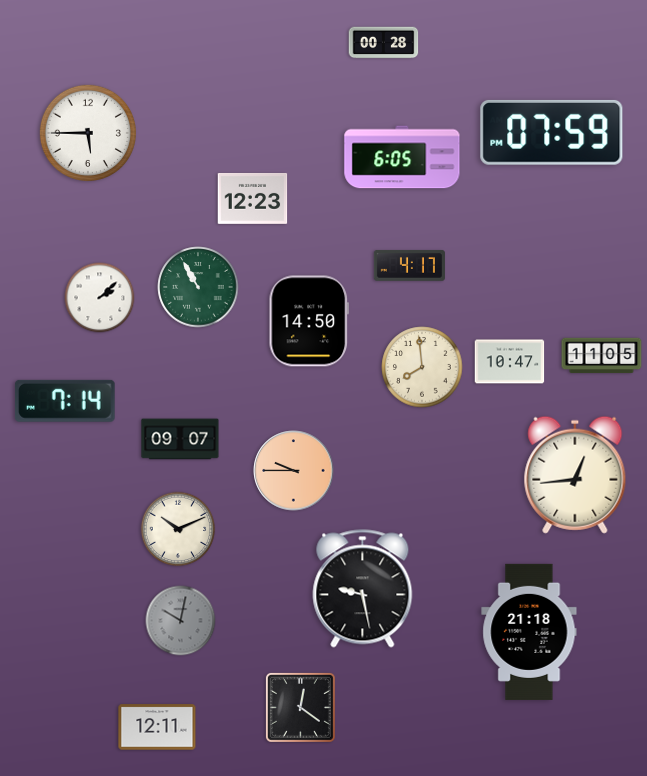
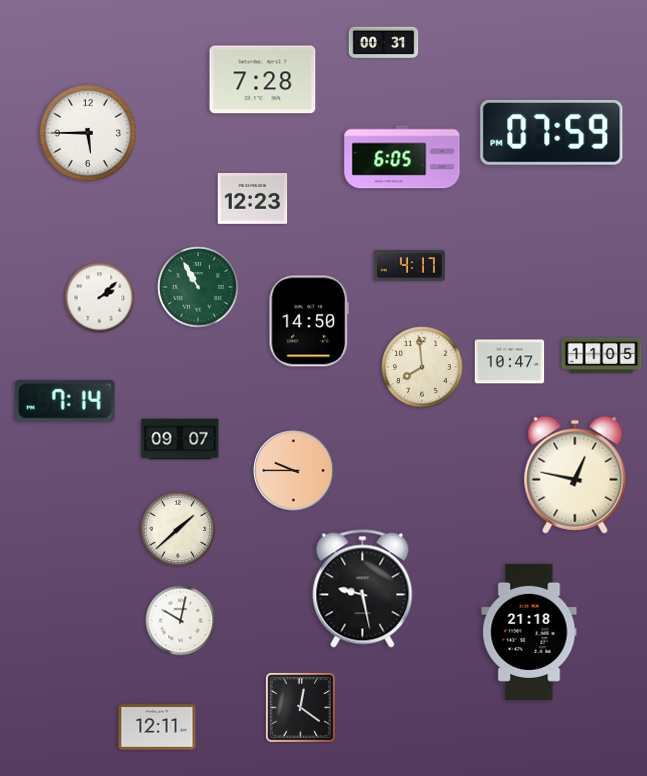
clock at (384, 43): 00:28 -> 00:31
clock at (263, 80): none -> 7:28
clock at (575, 475): 12:44 -> 12:47
clock at (178, 529): 10:11 -> 1:38
clock at (181, 621) dial: grey -> white
